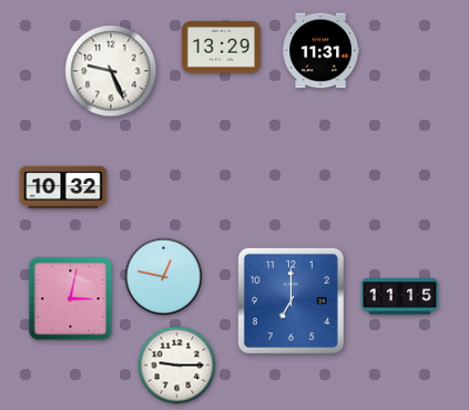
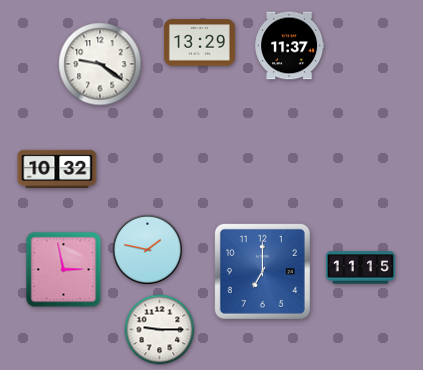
clock at (322, 51): 11:31 -> 11:37
clock at (111, 71): 9:26 -> 9:21
clock at (163, 276): 12:47 -> 1:47
clock at (71, 299): 3:02 -> 2:58
